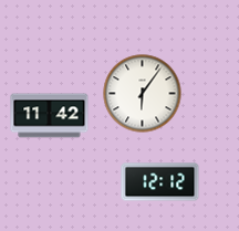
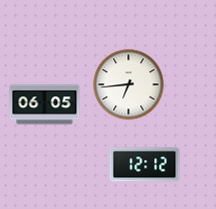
clock at (143, 94): 6:06 -> 6:44
clock at (50, 116): 11:42 -> 06:05
